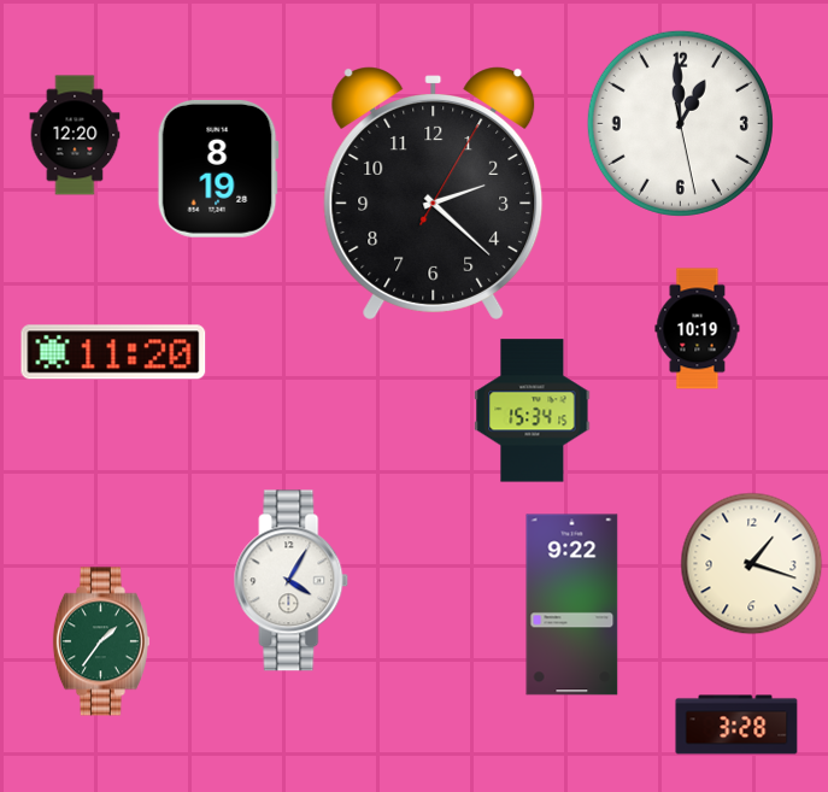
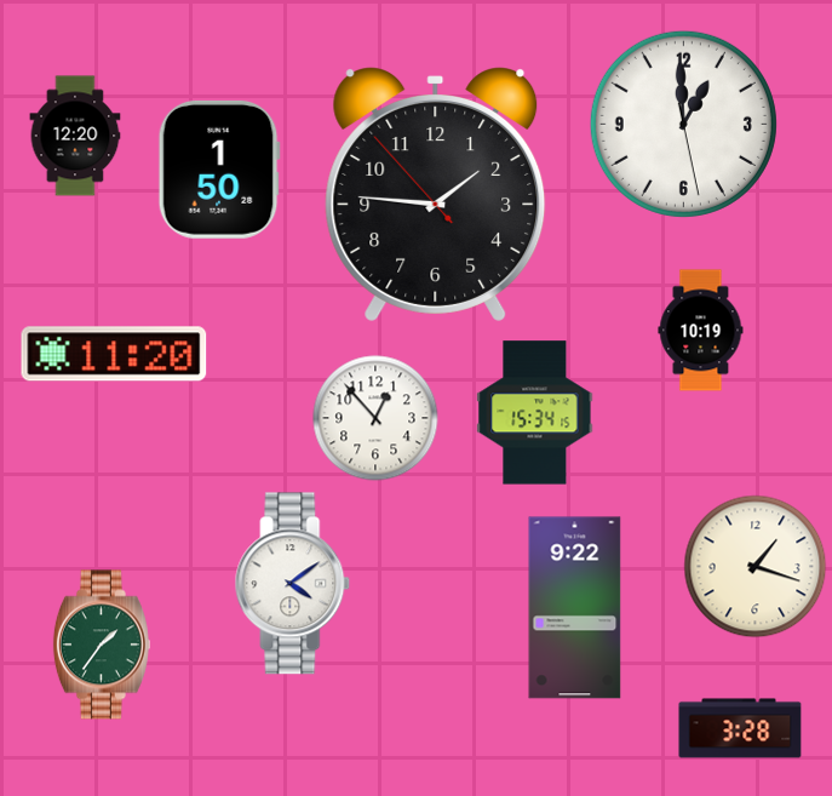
clock at (218, 169): 8:19 -> 1:50
clock at (434, 193): 2:22 -> 1:45
clock at (375, 418): none -> 12:53
clock at (292, 581): 4:05 -> 4:09
